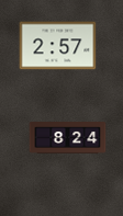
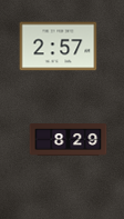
clock at (68, 138): 8:24 -> 8:29
